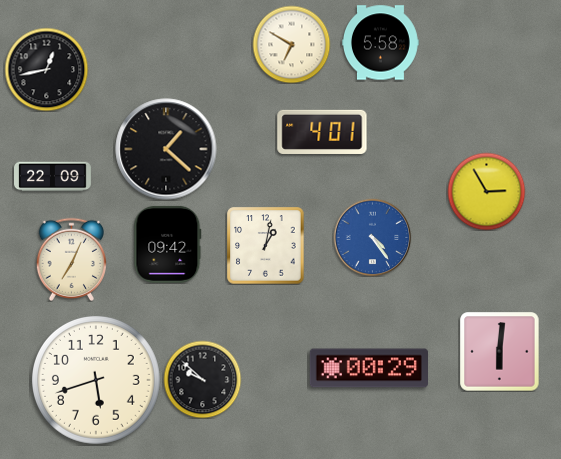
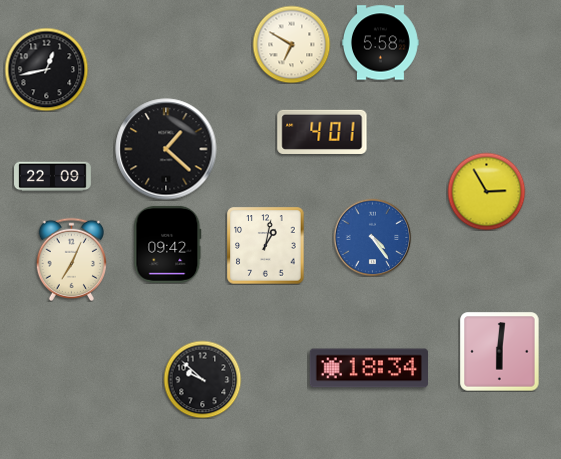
clock at (368, 368): 00:29 -> 18:34
clock at (96, 380): 5:42 -> none
